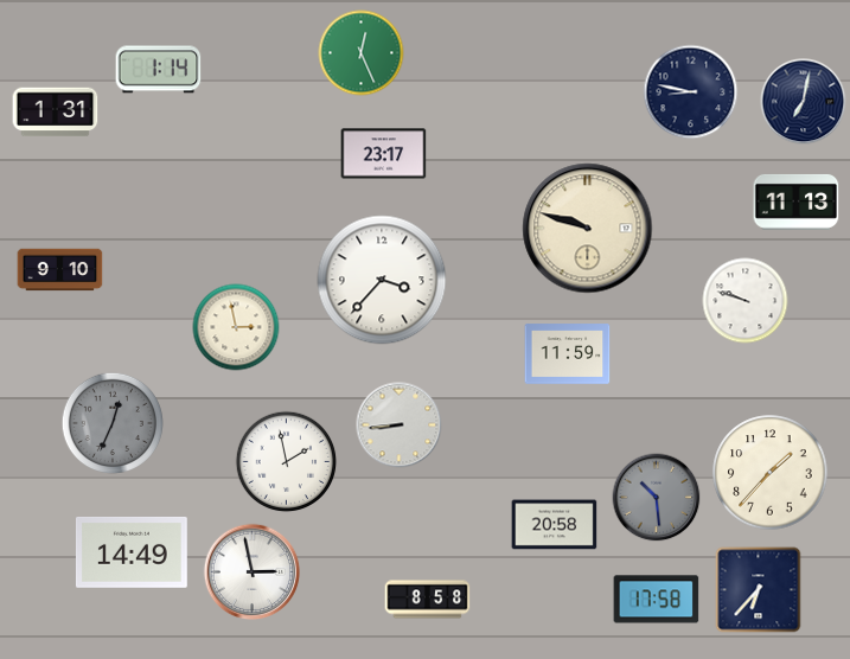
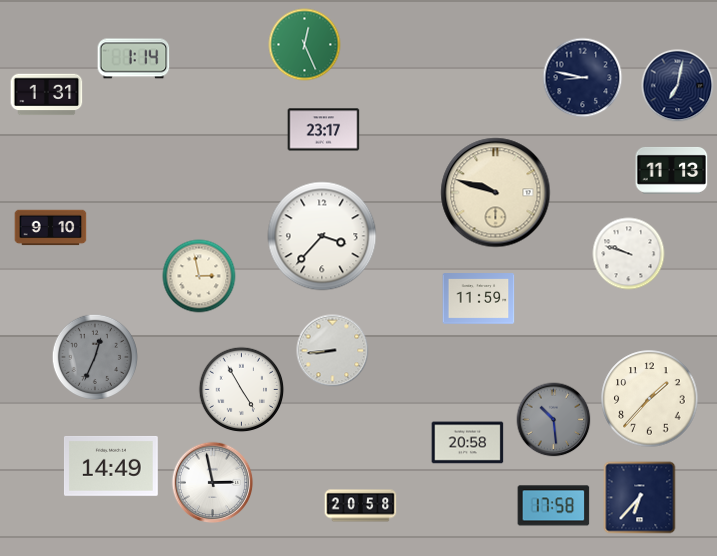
clock at (400, 426) position: (400, 426) -> (333, 351)
clock at (287, 462): 1:58 -> 4:55
clock at (428, 600): 8:58 -> 20:58
